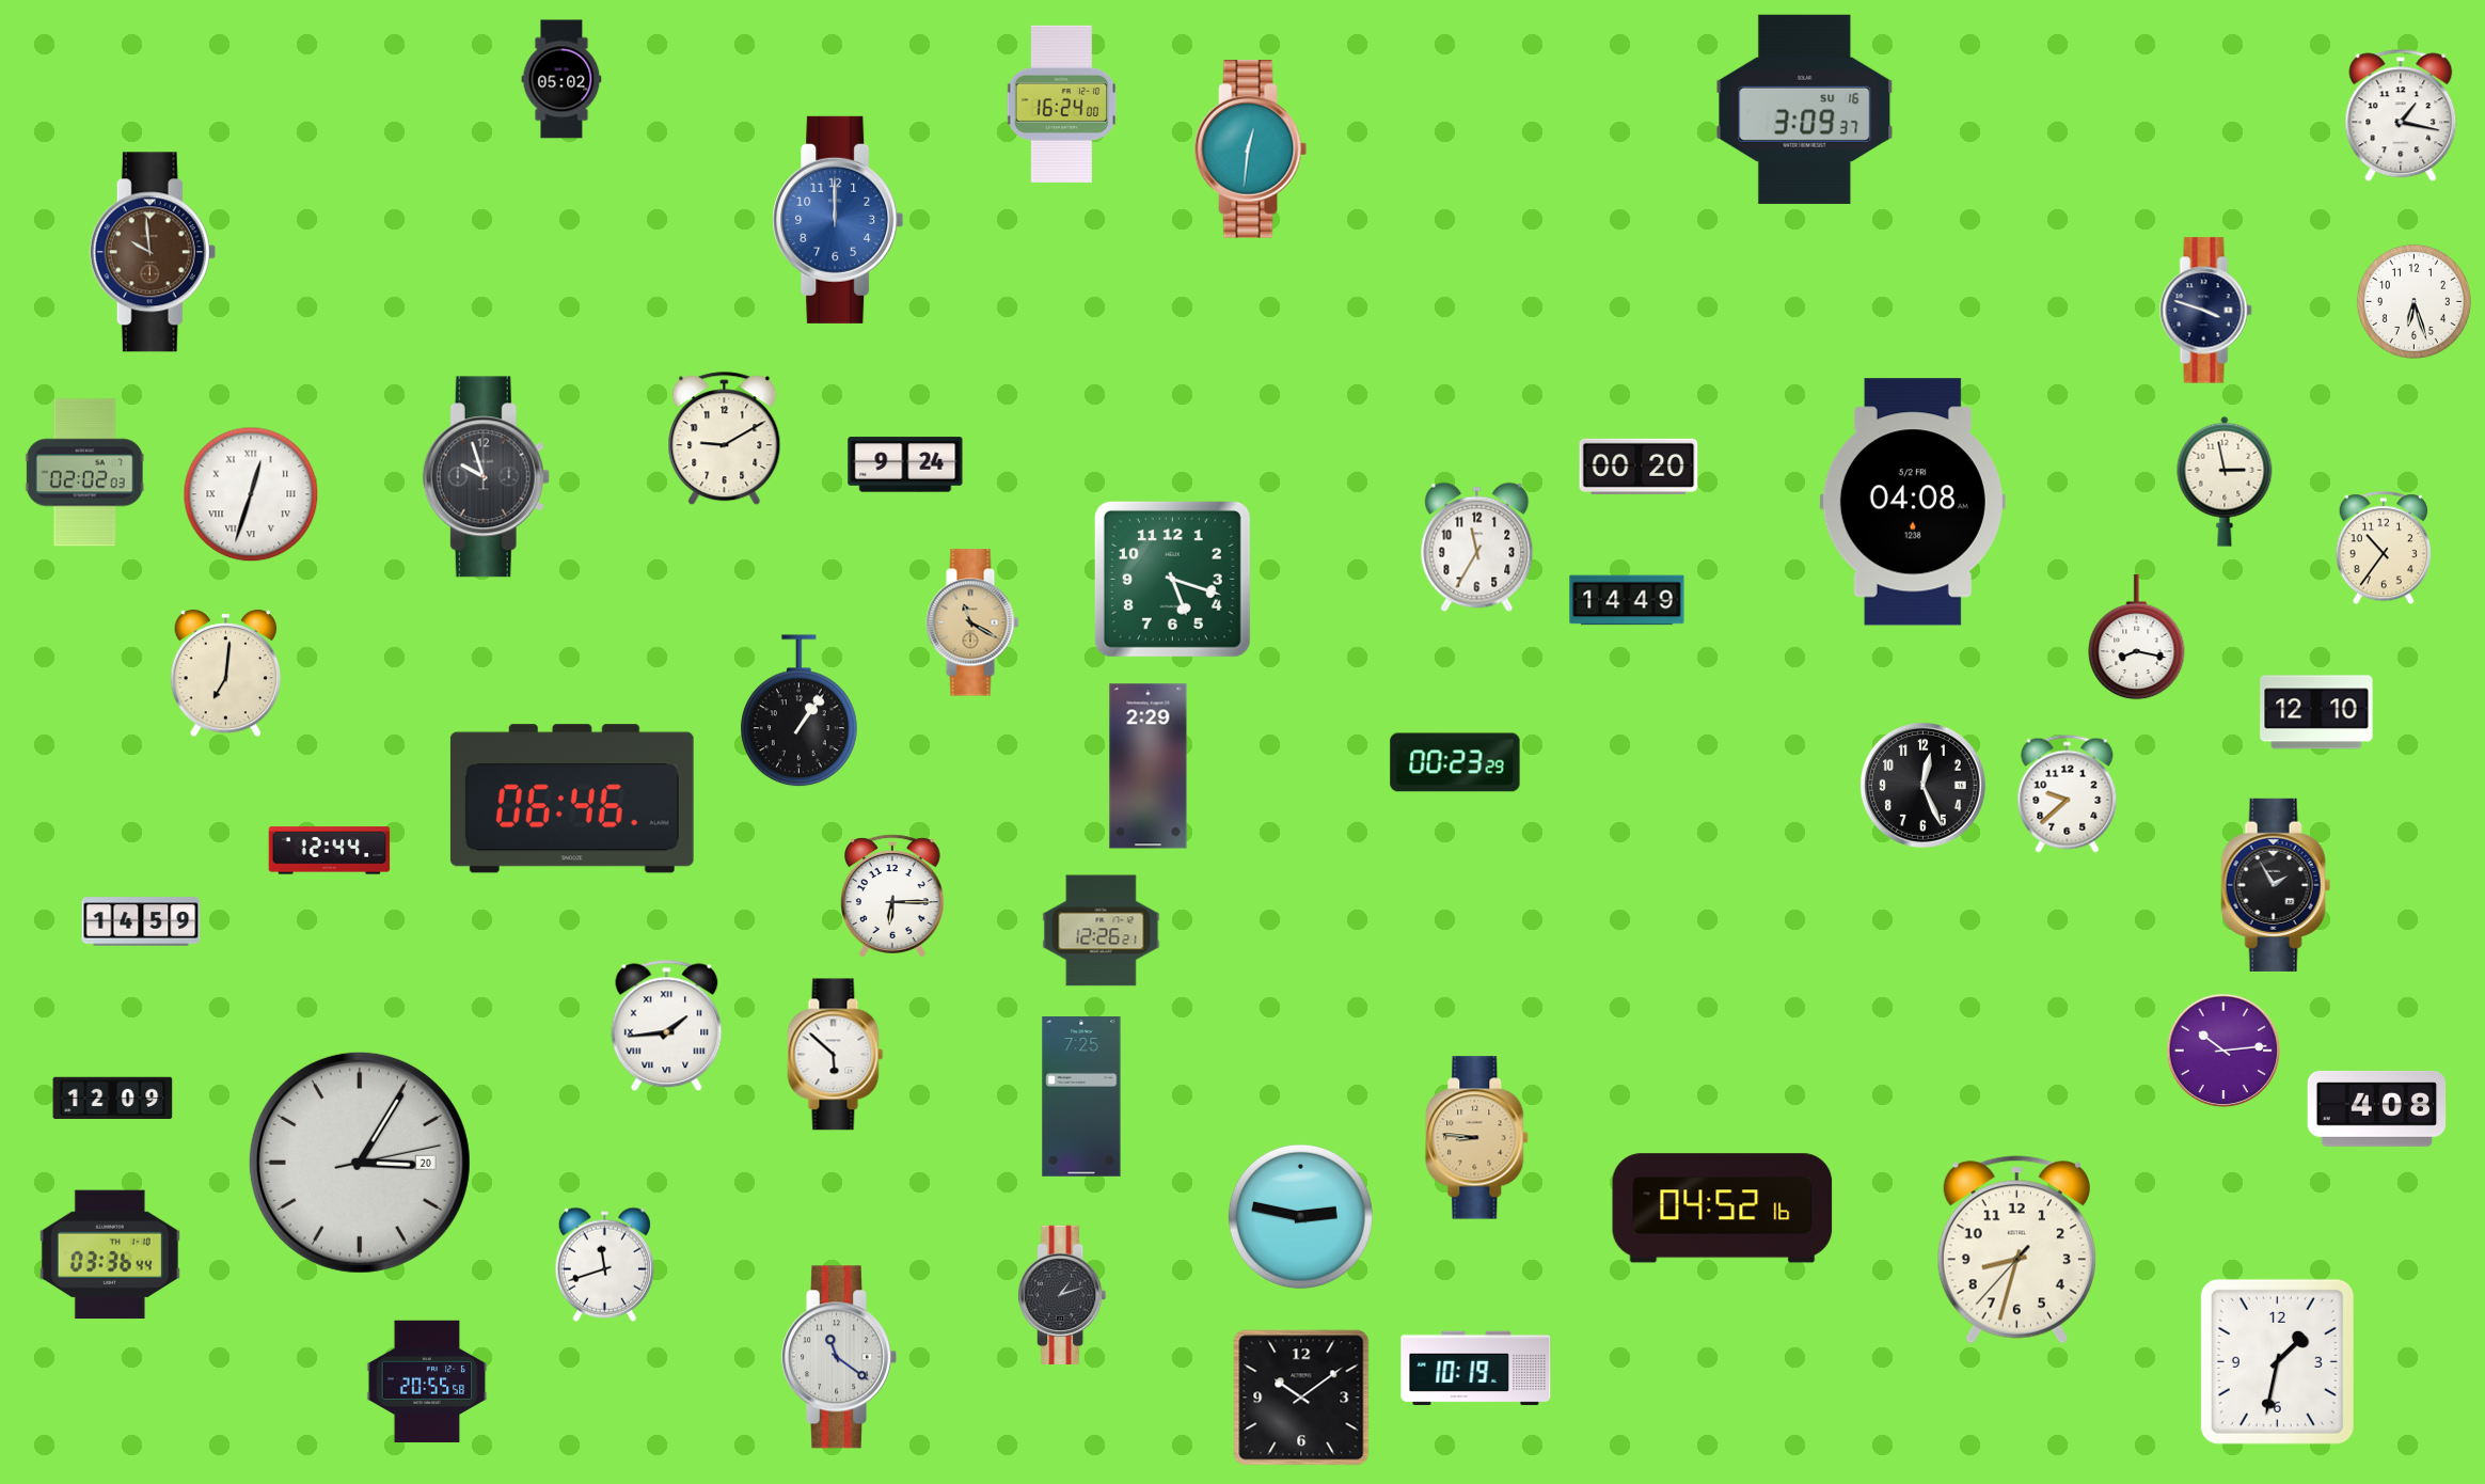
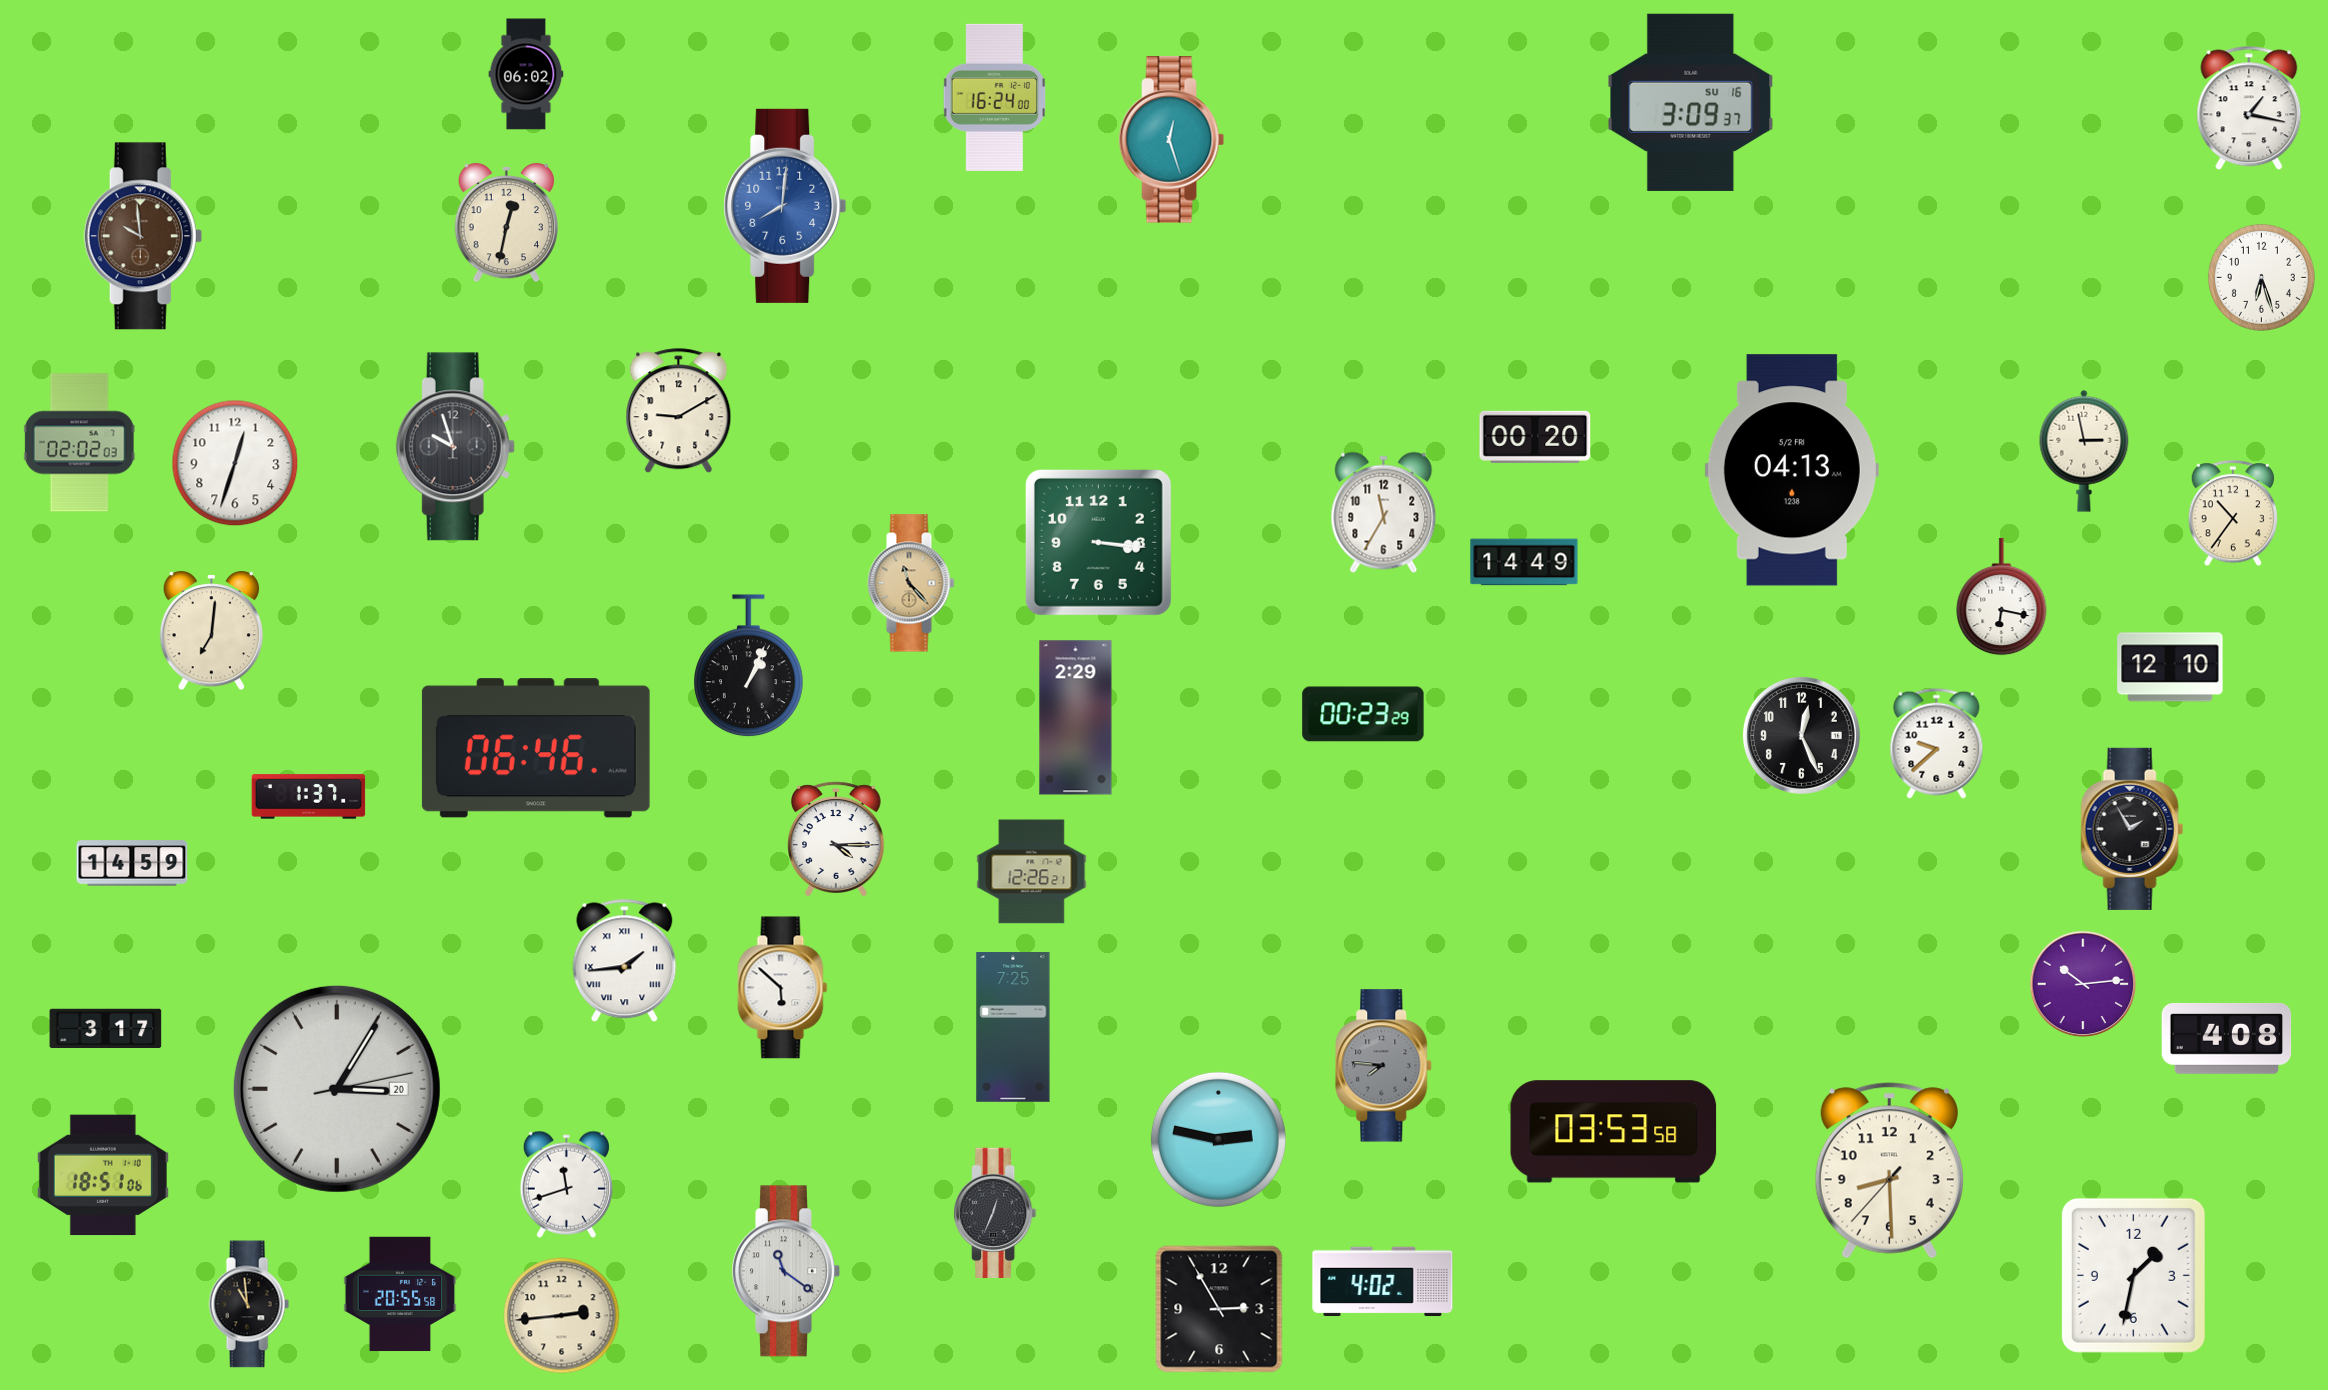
clock at (561, 79): 05:02 -> 06:02
clock at (1251, 149): 12:31 -> 12:27
clock at (838, 220): 12:00 -> 8:01
clock at (506, 223): none -> 12:32
clock at (2413, 301) position: (2413, 301) -> (2261, 277)
clock at (2206, 311): 3:48 -> none
clock at (905, 464): 9:24 -> none
clock at (251, 494) numerals: Roman -> Arabic
clock at (1913, 502): 04:08 -> 04:13
clock at (1172, 579): 5:18 -> 3:16
clock at (972, 622): 11:20 -> 11:23
clock at (2137, 637): 8:17 -> 6:17
clock at (800, 711): 1:06 -> 1:04
clock at (330, 851): 12:44 -> 1:37
clock at (893, 896): 6:15 -> 4:15
clock at (113, 1099): 12:09 -> 3:17
clock at (1477, 1138): 8:46 -> 7:46
clock at (1477, 1138) dial: champagne -> grey
clock at (1723, 1209): 04:52 -> 03:53
clock at (2016, 1250): 8:32 -> 8:29
clock at (110, 1254): 03:36 -> 18:51
clock at (1063, 1294): 1:12 -> 12:34
clock at (1476, 1369): 10:19 -> 4:02
clock at (249, 1304): none -> 10:59
clock at (1301, 1398): 10:09 -> 2:55
clock at (562, 1316): none -> 2:44
